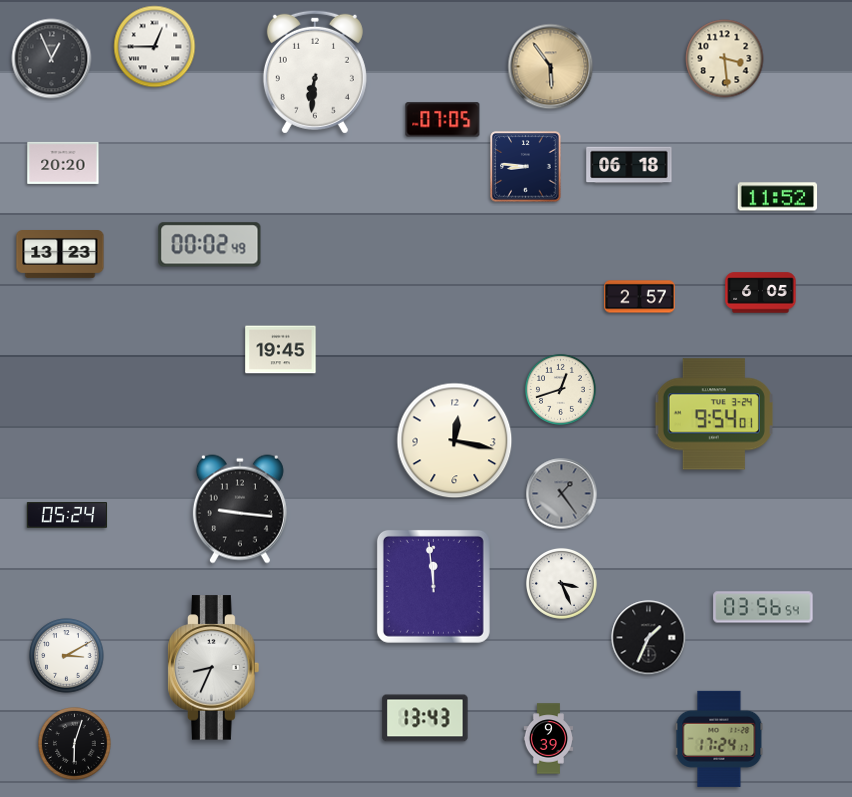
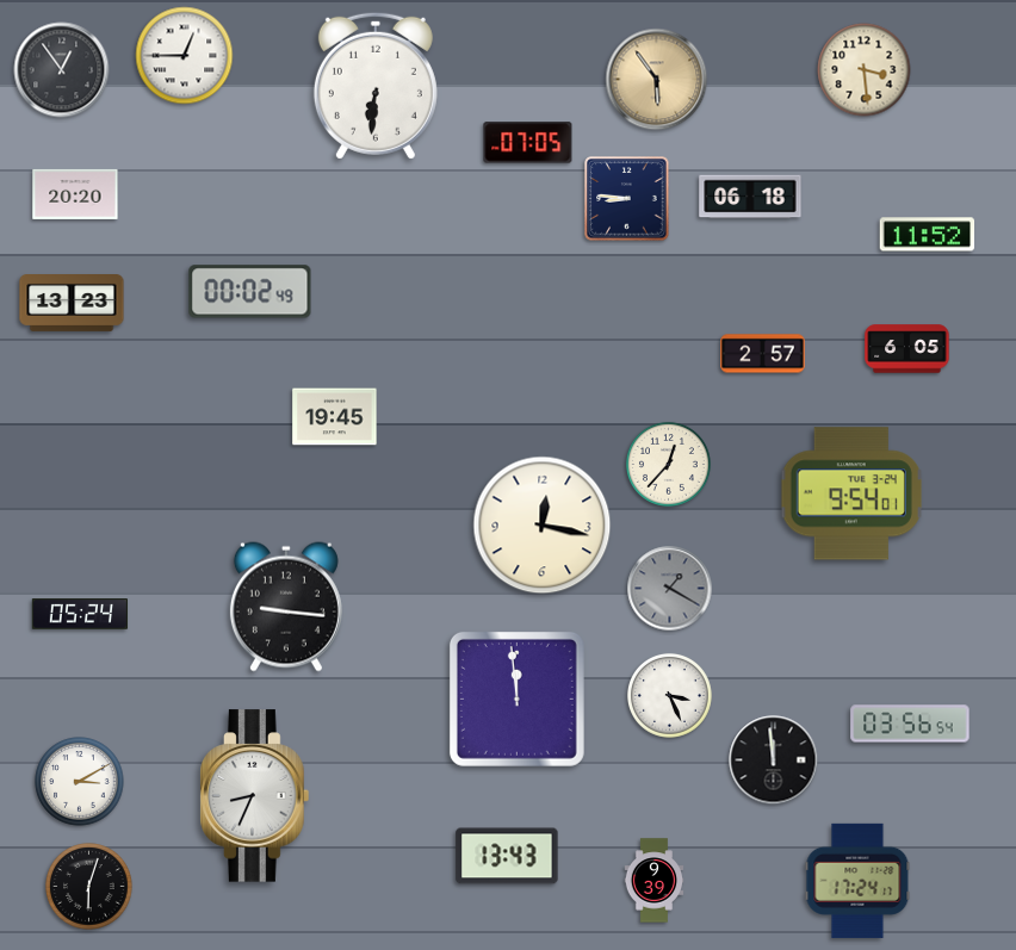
clock at (52, 59): 12:56 -> 12:54
clock at (560, 389): 12:42 -> 12:37
clock at (562, 494): 1:24 -> 1:20
clock at (649, 638): 1:34 -> 11:59
